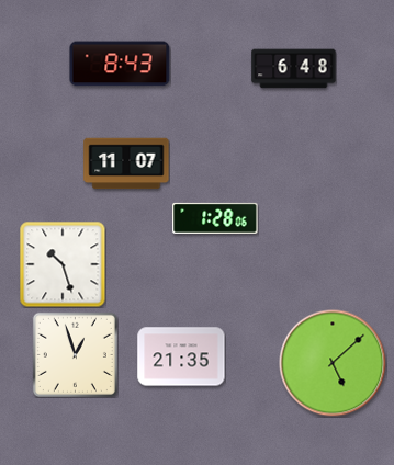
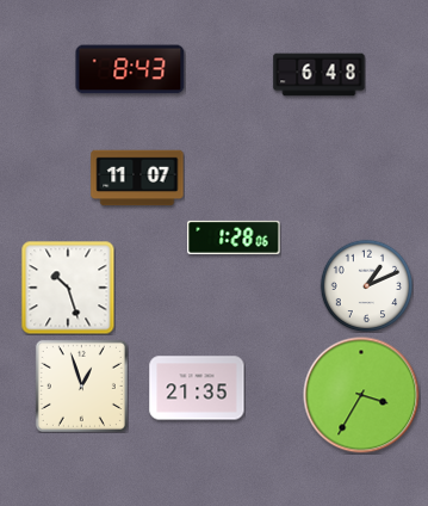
clock at (366, 285): none -> 1:11
clock at (333, 363): 5:08 -> 3:35
